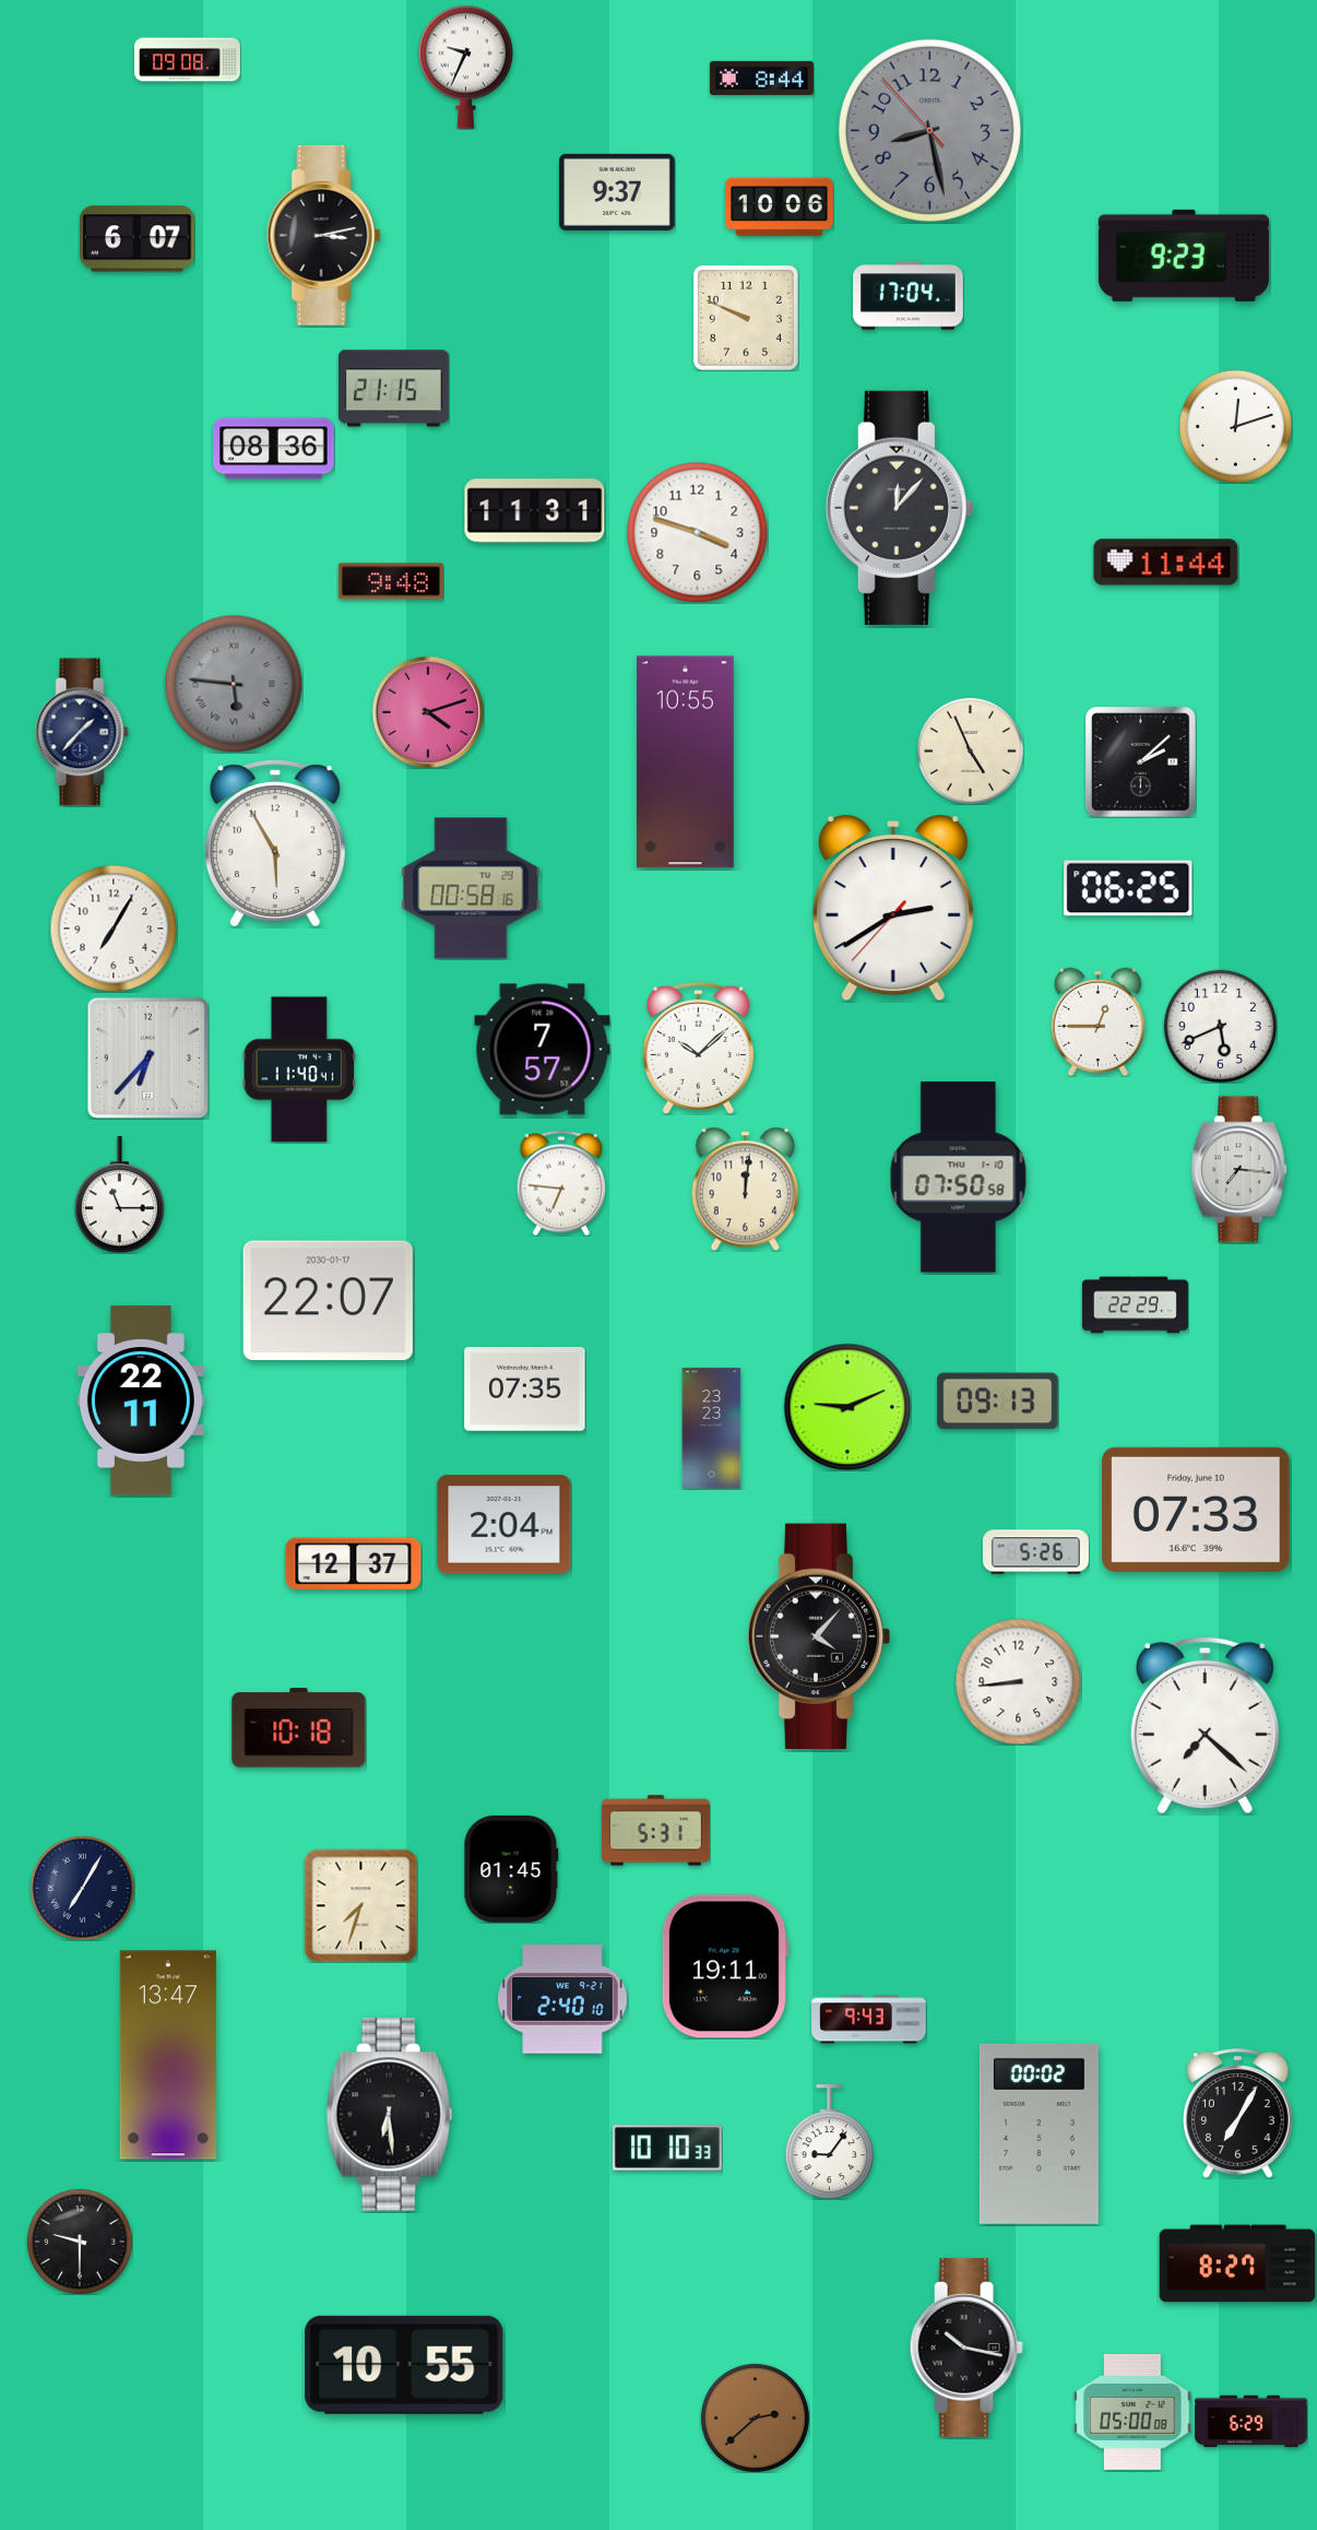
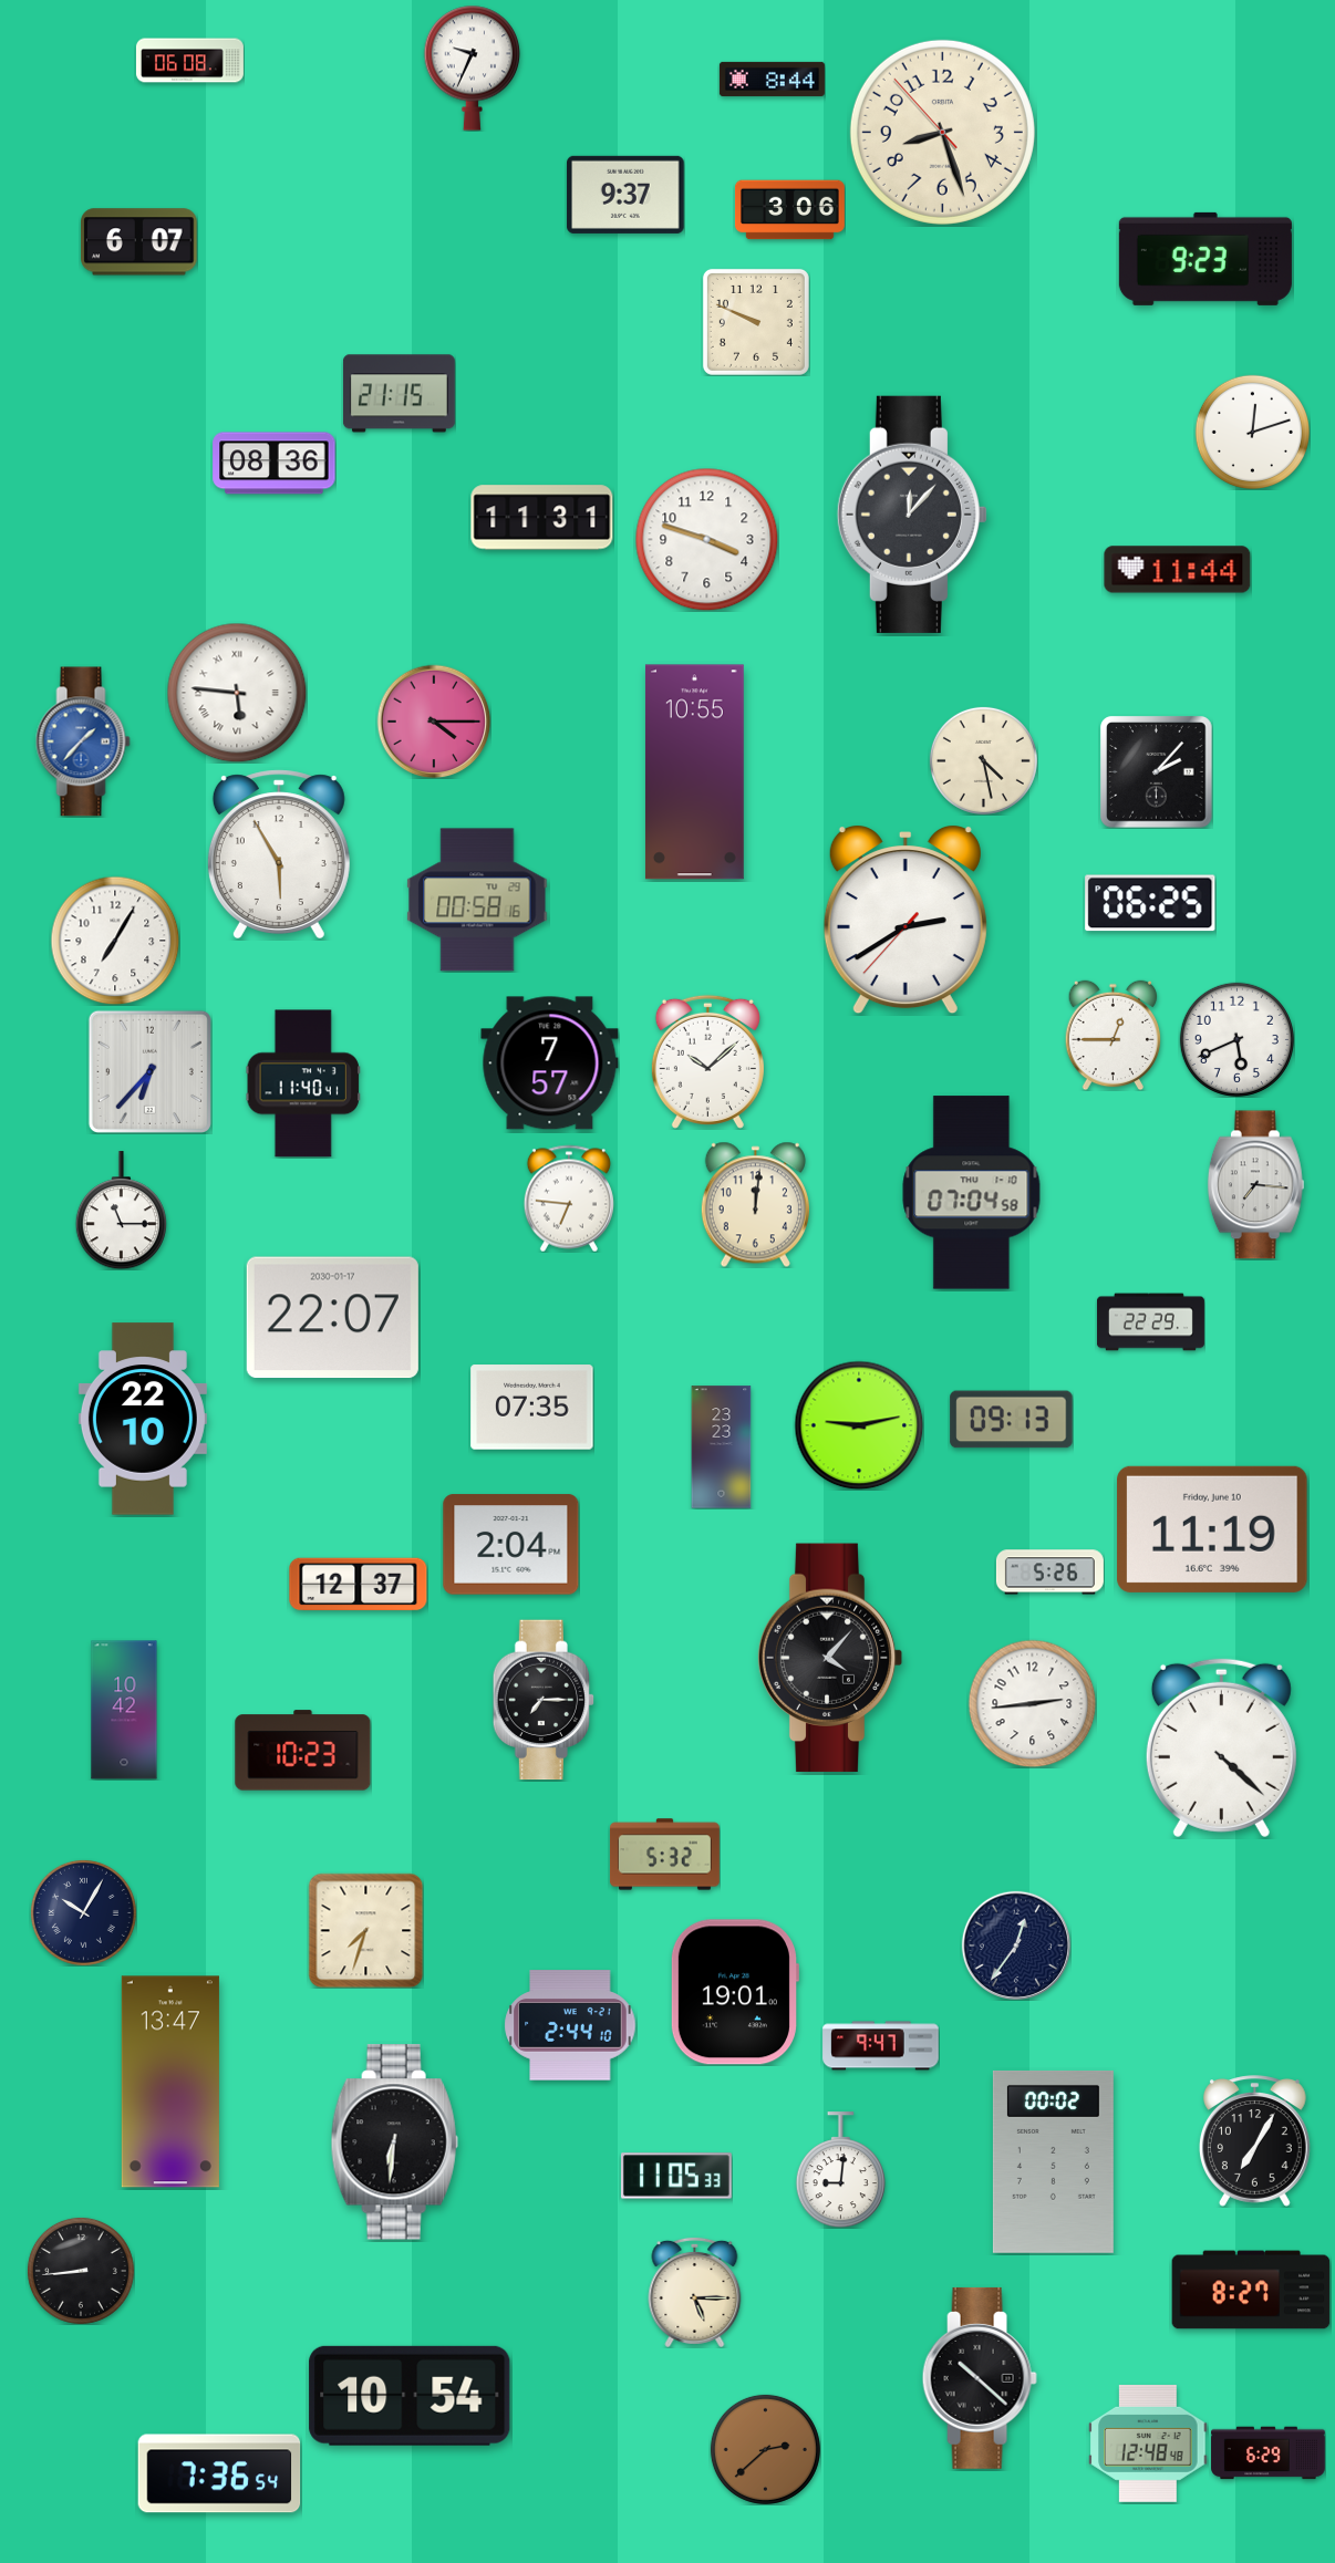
clock at (187, 60): 09:08 -> 06:08
clock at (929, 130): 8:27 -> 8:26
clock at (929, 130) dial: grey -> cream
clock at (779, 208): 10:06 -> 3:06
clock at (323, 235): 3:13 -> none
clock at (1184, 256) position: (1184, 256) -> (1205, 259)
clock at (909, 296): 17:04 -> none
clock at (274, 449) position: (274, 449) -> (275, 464)
clock at (1166, 563) position: (1166, 563) -> (1178, 570)
clock at (391, 581): 9:48 -> none
clock at (234, 684) dial: grey -> white
clock at (428, 712): 4:12 -> 4:15
clock at (82, 732) dial: navy -> blue
clock at (970, 750): 4:56 -> 4:28
clock at (1140, 761): 2:08 -> 2:07
clock at (1128, 888) position: (1128, 888) -> (1150, 903)
clock at (959, 1178): 07:50 -> 07:04
clock at (141, 1400): 22:11 -> 22:10
clock at (847, 1407): 9:11 -> 9:13
clock at (1196, 1510): 07:33 -> 11:19
clock at (544, 1700): none -> 7:15
clock at (1018, 1681): 8:44 -> 2:44
clock at (124, 1710): none -> 10:42
clock at (1205, 1725): 7:22 -> 4:22
clock at (299, 1728): 10:18 -> 10:23
clock at (655, 1831): 5:31 -> 5:32
clock at (511, 1869): 01:45 -> none
clock at (82, 1888): 7:05 -> 10:05
clock at (1015, 1944): none -> 12:36
clock at (724, 1966): 19:11 -> 19:01
clock at (562, 1999): 2:40 -> 2:44
clock at (869, 2020): 9:43 -> 9:47
clock at (389, 2115): 6:29 -> 6:31
clock at (829, 2142): 9:06 -> 9:01
clock at (667, 2148): 10:10 -> 11:05
clock at (80, 2242): 9:30 -> 8:44
clock at (695, 2292): none -> 5:15
clock at (1237, 2263) position: (1237, 2263) -> (1251, 2290)
clock at (966, 2348): 10:17 -> 10:22
clock at (404, 2365): 10:55 -> 10:54
clock at (1132, 2412): 05:00 -> 12:48
clock at (219, 2473): none -> 7:36
